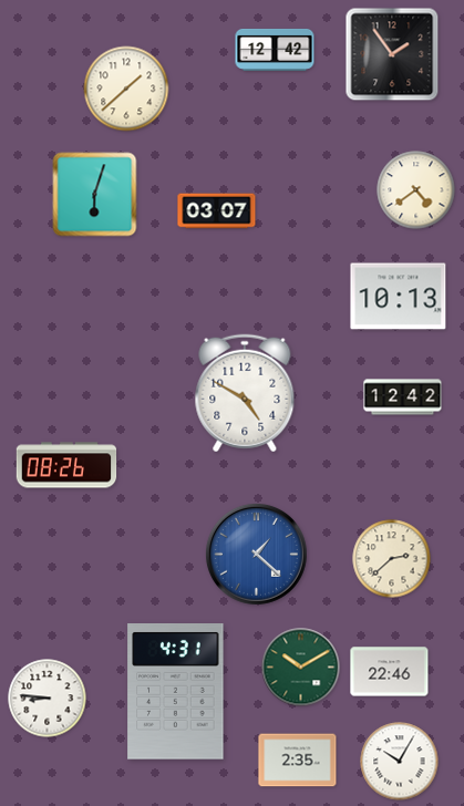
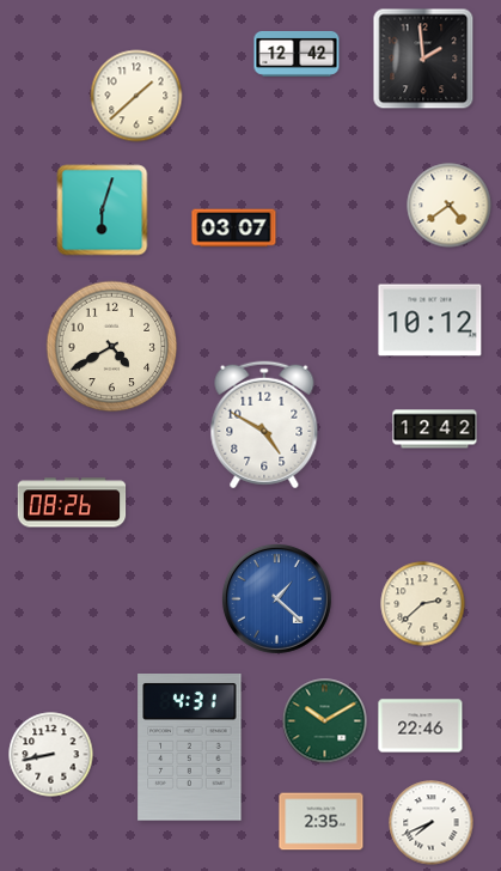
clock at (392, 54): 1:54 -> 1:59
clock at (399, 297): 10:13 -> 10:12
clock at (112, 347): none -> 4:40
clock at (48, 699): 8:46 -> 8:43
clock at (400, 762): 10:05 -> 7:41
